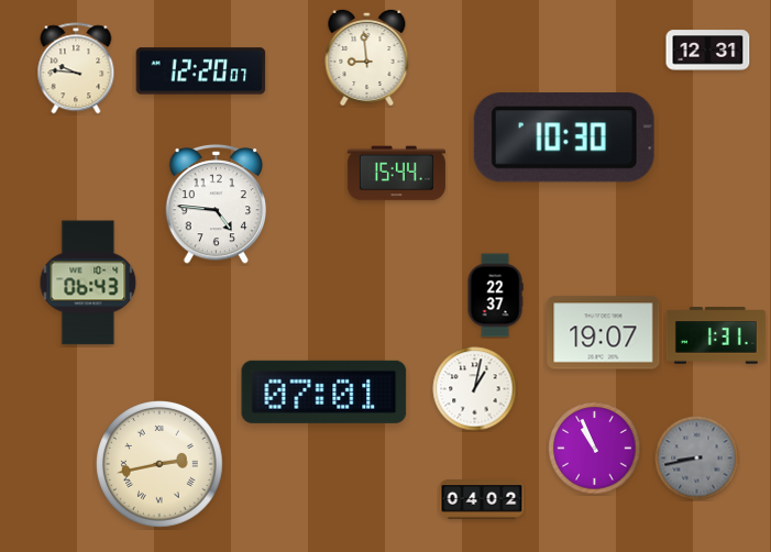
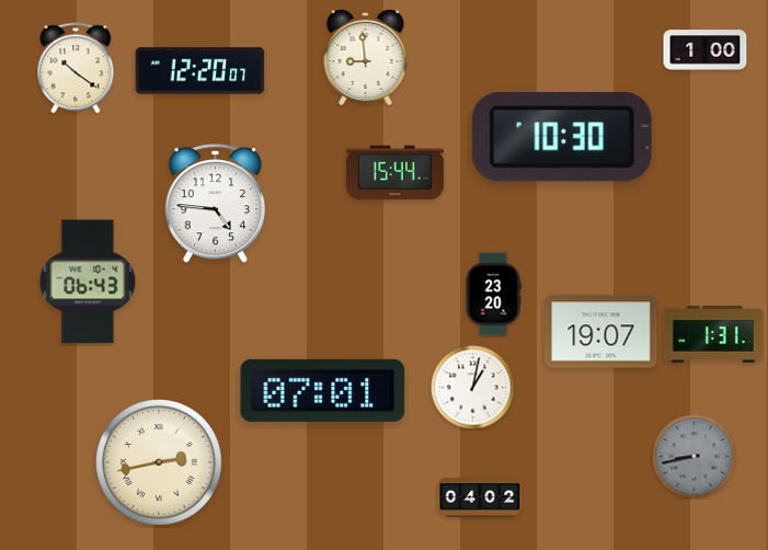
clock at (708, 51): 12:31 -> 1:00
clock at (76, 68): 9:46 -> 10:21
clock at (495, 296): 22:37 -> 23:20
clock at (595, 449): 10:56 -> none
